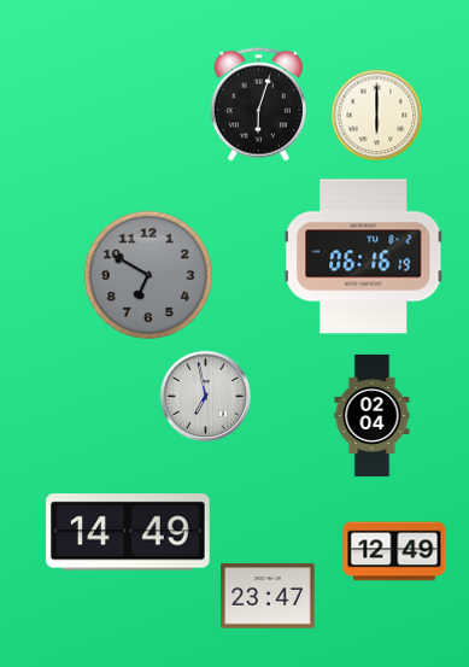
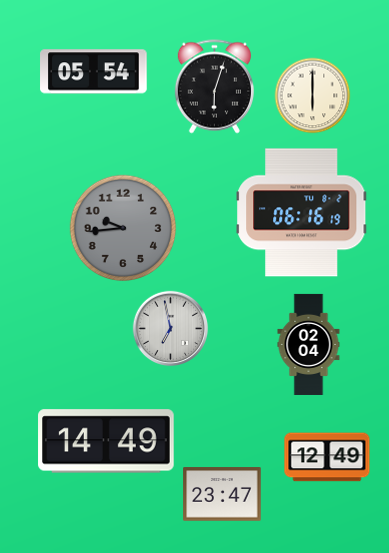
clock at (94, 72): none -> 05:54
clock at (148, 275): 6:50 -> 9:44
